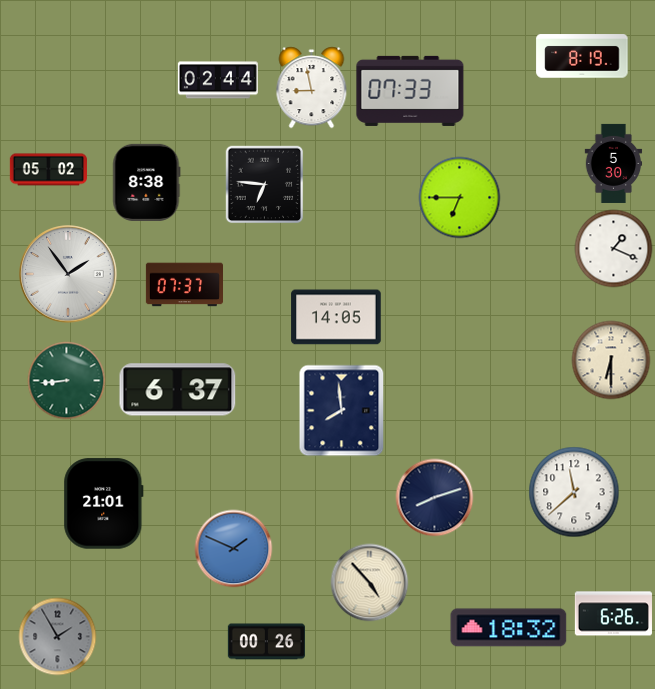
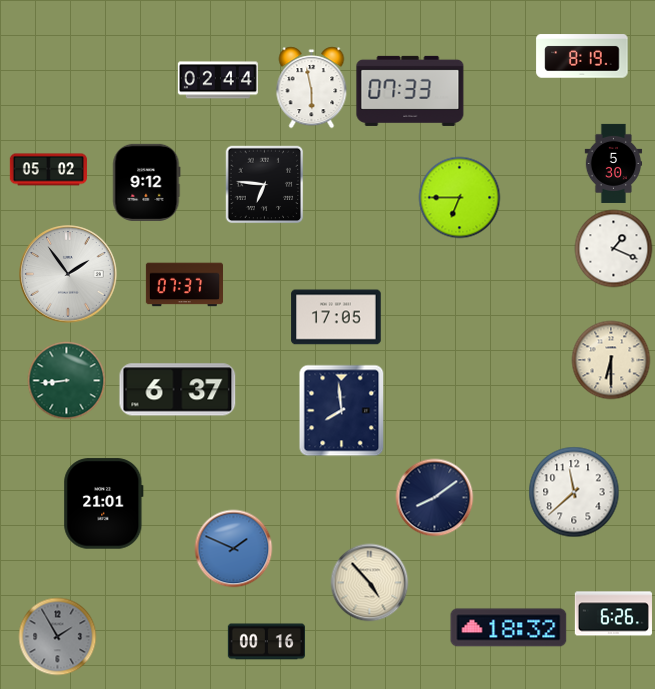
clock at (312, 87): 8:58 -> 5:58
clock at (147, 182): 8:38 -> 9:12
clock at (336, 317): 14:05 -> 17:05
clock at (434, 497): 8:12 -> 8:09
clock at (266, 642): 00:26 -> 00:16
